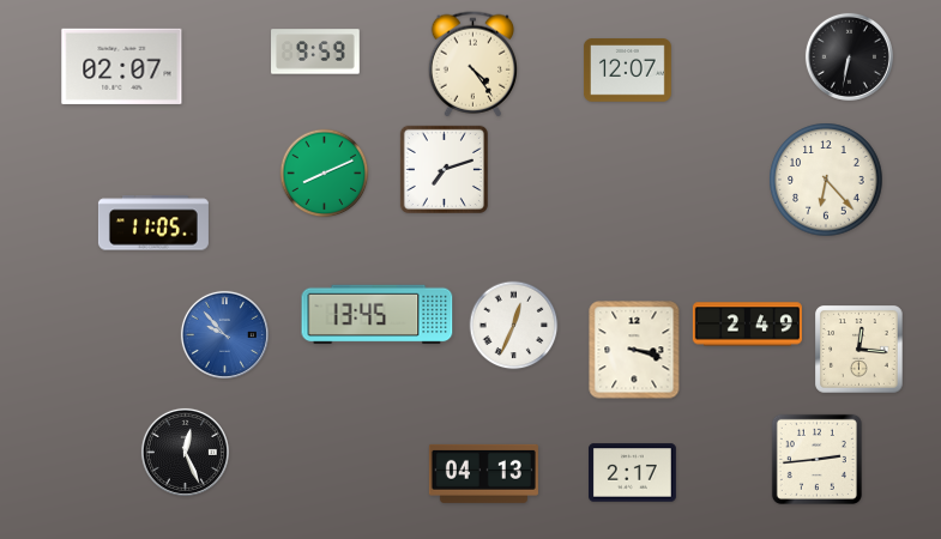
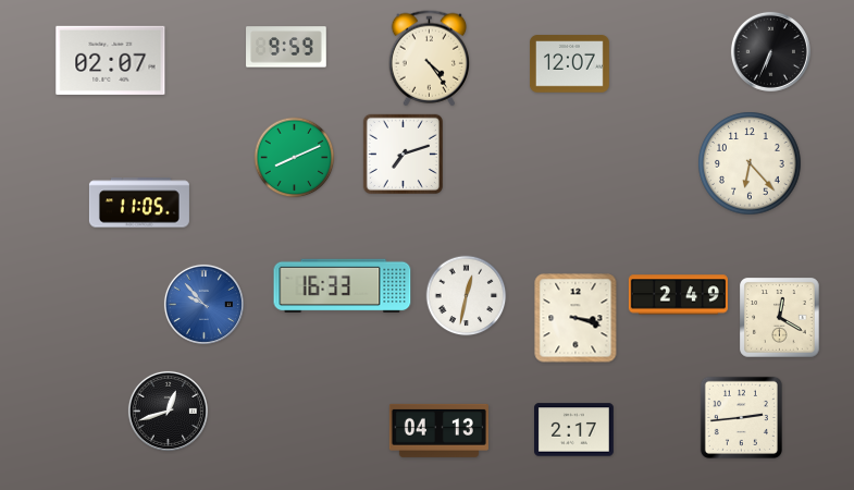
clock at (849, 56): 6:32 -> 6:34
clock at (378, 315): 13:45 -> 16:33
clock at (514, 326): 12:34 -> 12:32
clock at (859, 350): 12:16 -> 12:20
clock at (185, 452): 12:26 -> 12:42
